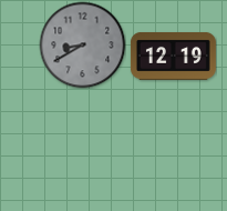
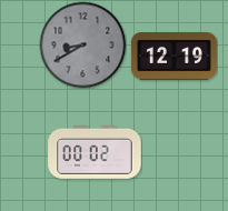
clock at (95, 153): none -> 00:02
